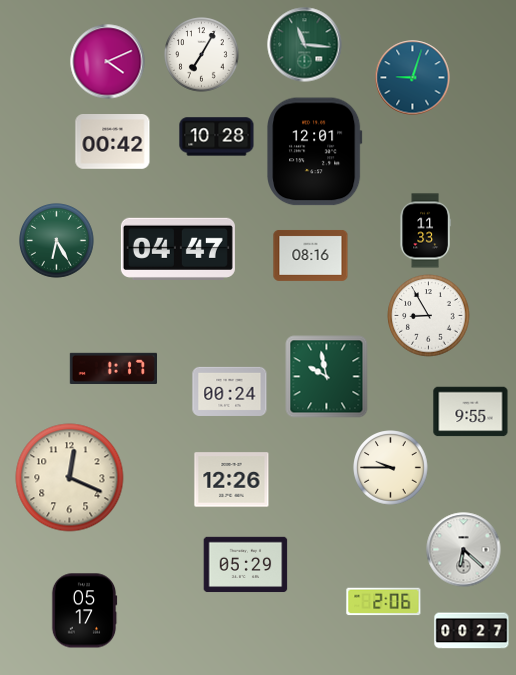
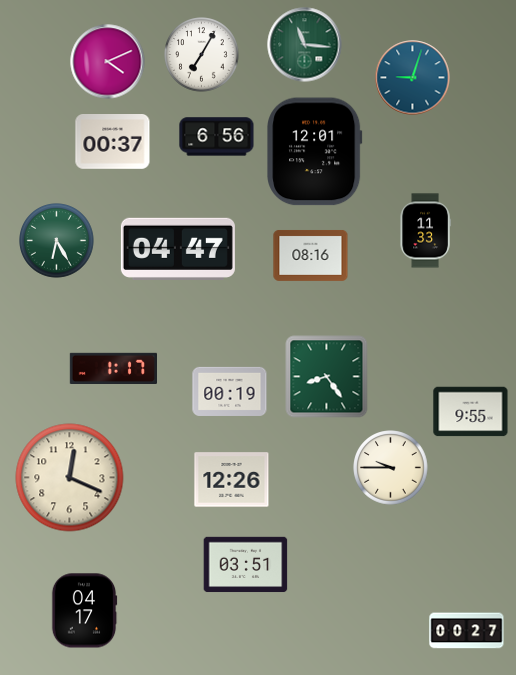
clock at (217, 137): 10:28 -> 6:56
clock at (113, 142): 00:42 -> 00:37
clock at (429, 316): 8:55 -> none
clock at (327, 377): 9:58 -> 8:24
clock at (230, 391): 00:24 -> 00:19
clock at (464, 550): 6:22 -> none
clock at (246, 565): 05:29 -> 03:51
clock at (384, 602): 2:06 -> none
clock at (84, 611): 05:17 -> 04:17
clock at (472, 631) position: (472, 631) -> (467, 631)
